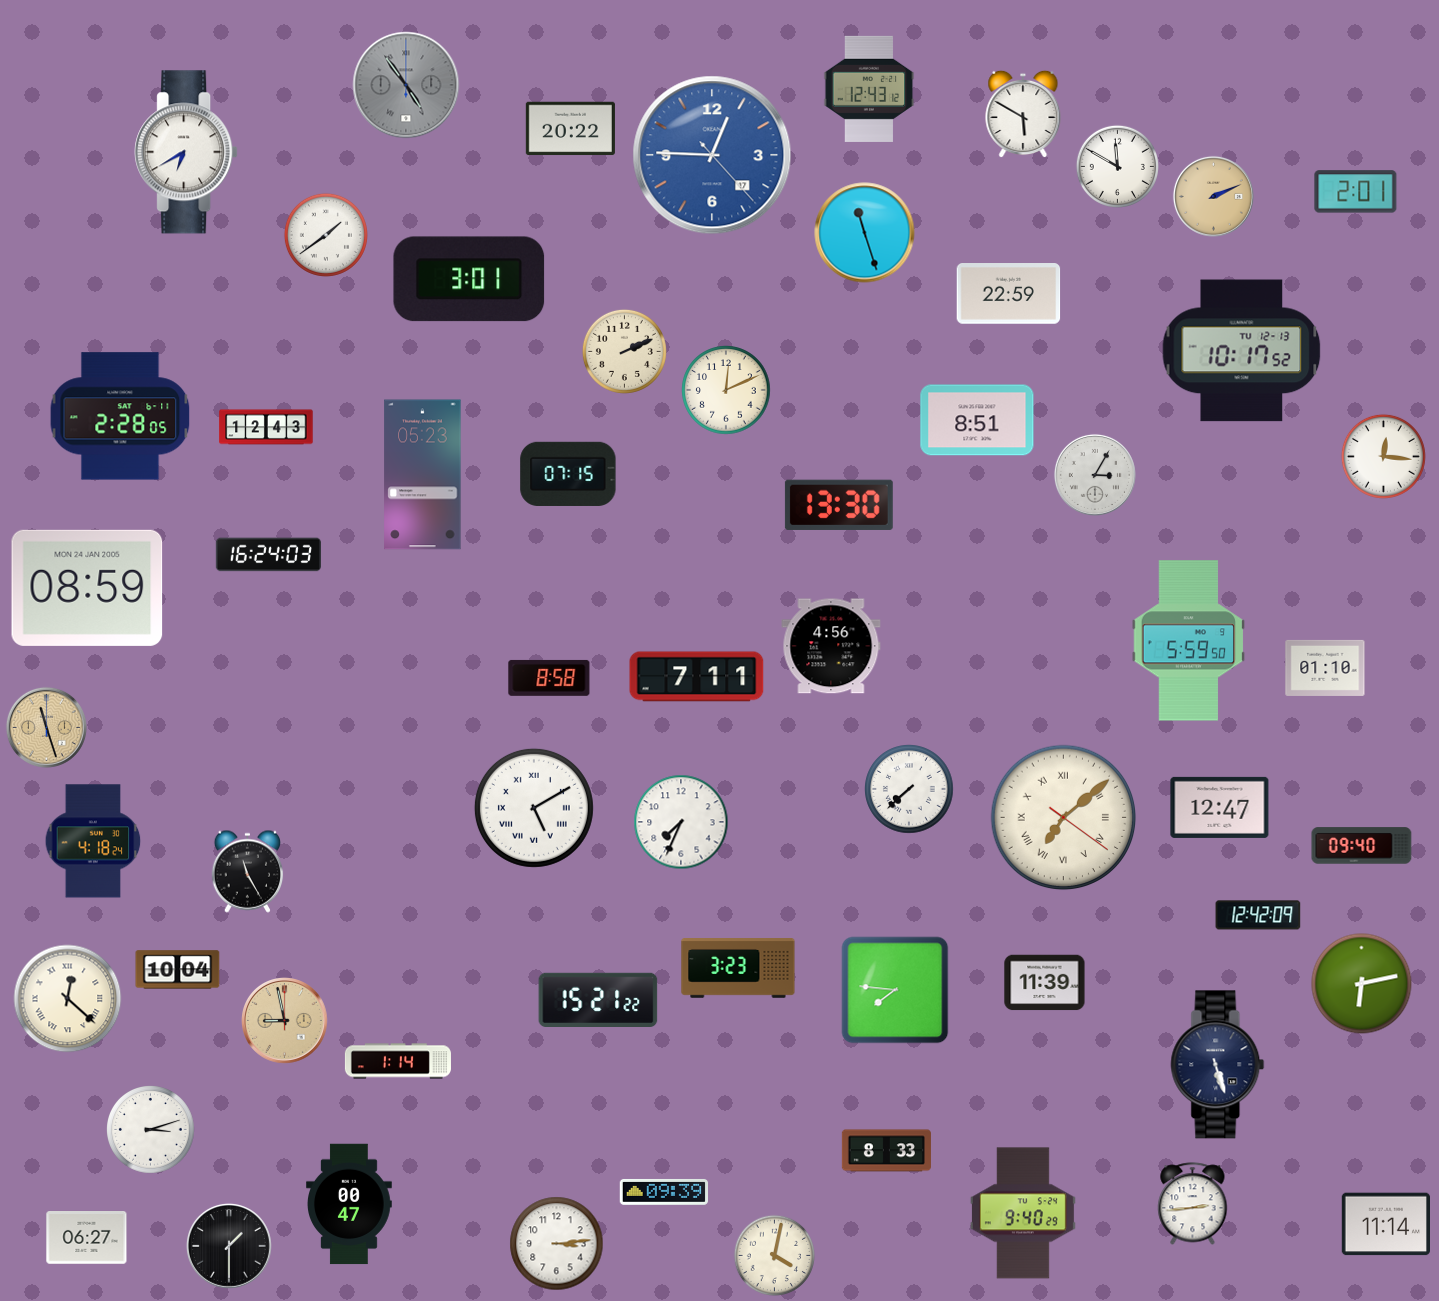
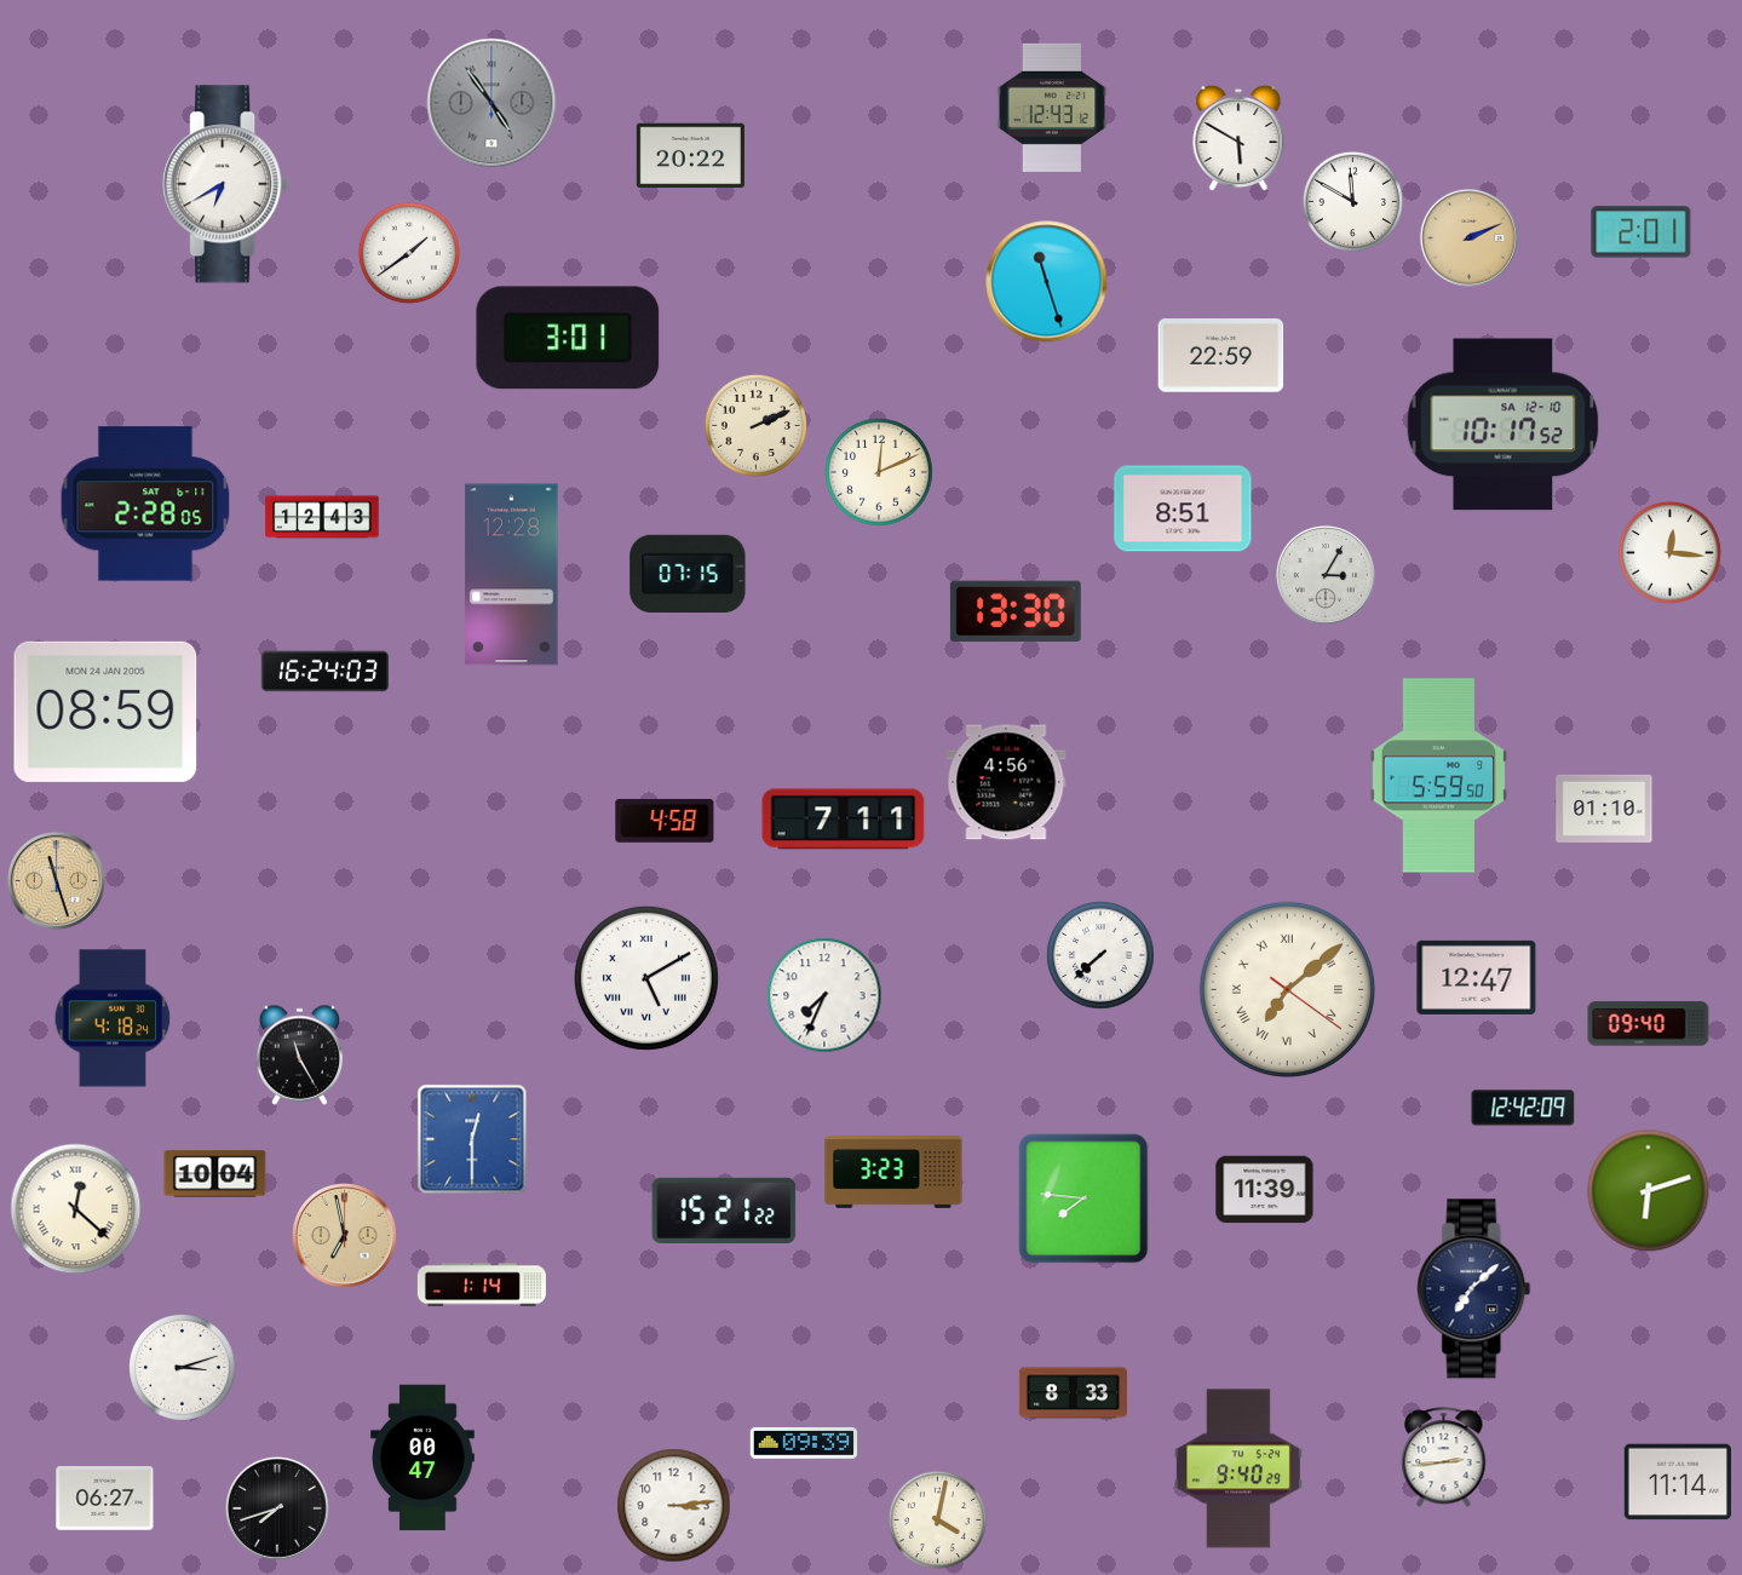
clock at (712, 155): 12:45 -> none
clock at (326, 235) position: (326, 235) -> (409, 253)
clock at (1242, 351) date: TU 12-13 -> SA 12-10
clock at (1383, 456) position: (1383, 456) -> (1669, 552)
clock at (423, 475): 05:23 -> 12:28
clock at (549, 678): 8:58 -> 4:58
clock at (472, 1139): none -> 12:30
clock at (1362, 984): 6:13 -> 6:12
clock at (68, 999) position: (68, 999) -> (76, 1209)
clock at (285, 1021): 8:58 -> 6:58
clock at (1218, 1065): 5:27 -> 7:08
clock at (229, 1246): 1:30 -> 7:42
